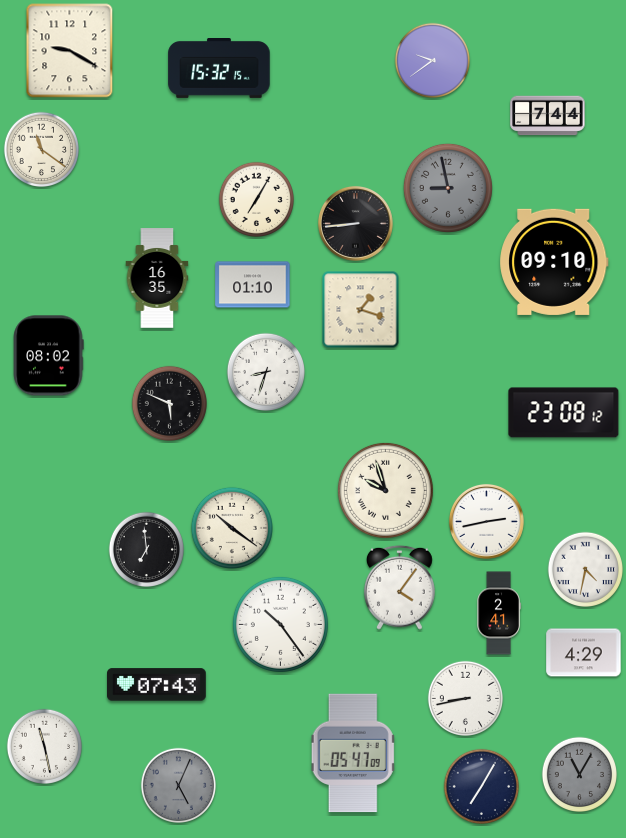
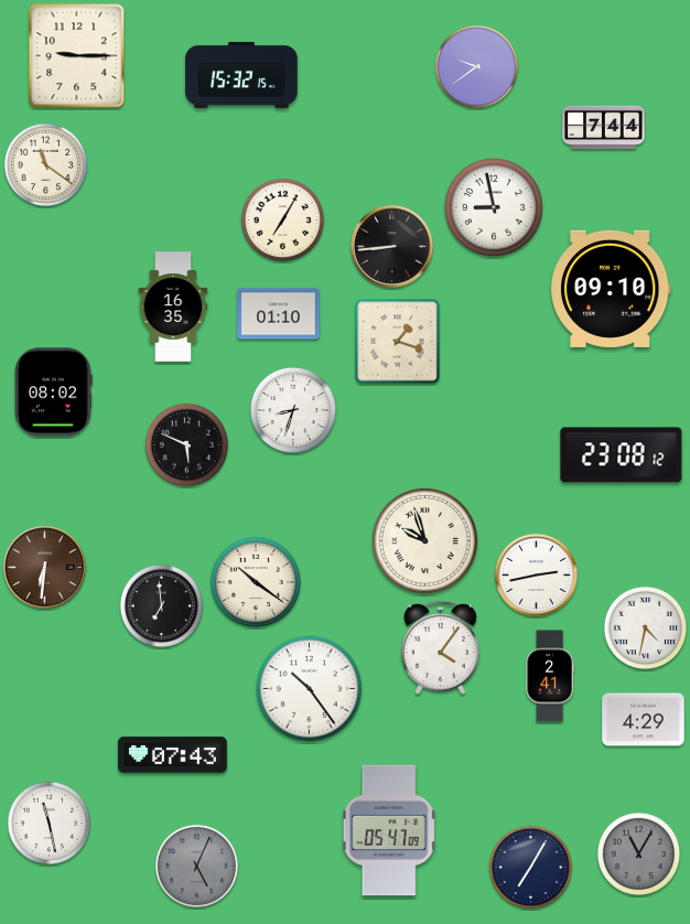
clock at (70, 51): 9:20 -> 9:15
clock at (448, 188) dial: grey -> white
clock at (45, 568): none -> 6:31
clock at (465, 698): 8:43 -> none
